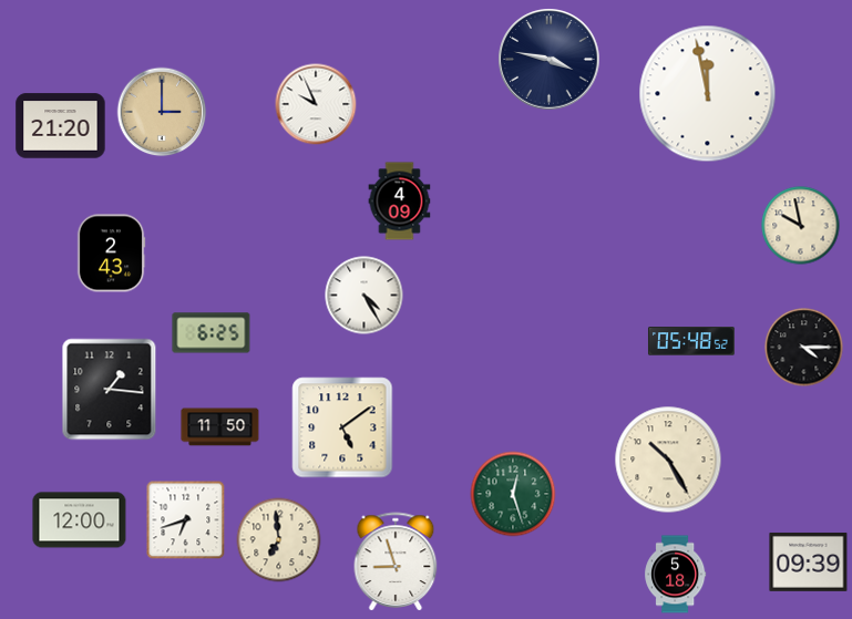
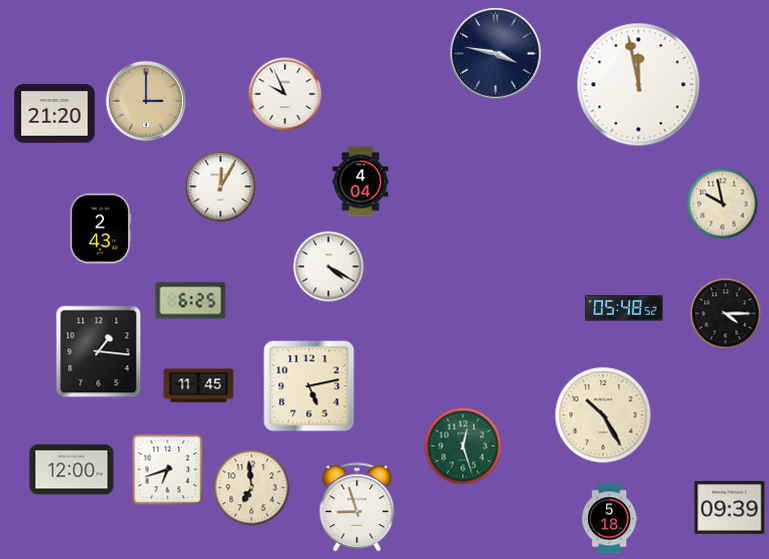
clock at (400, 202): 4:09 -> 4:04
clock at (221, 187): none -> 12:05
clock at (365, 296): 4:25 -> 4:20
clock at (220, 427): 11:50 -> 11:45
clock at (342, 427): 5:09 -> 5:13
